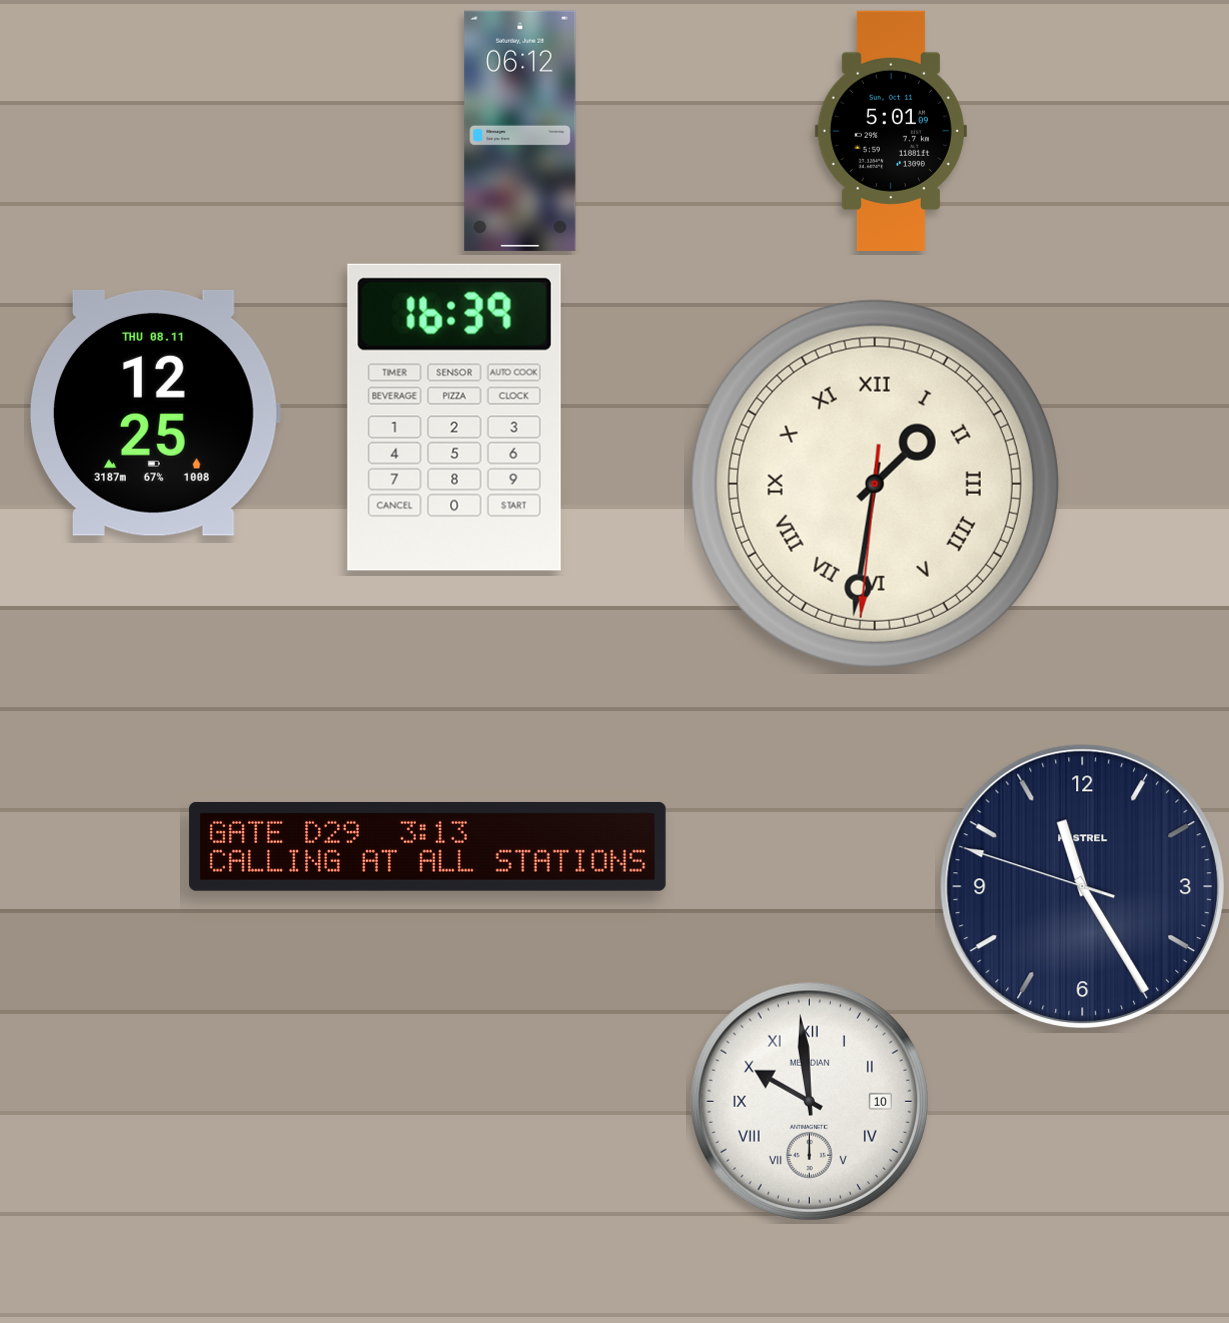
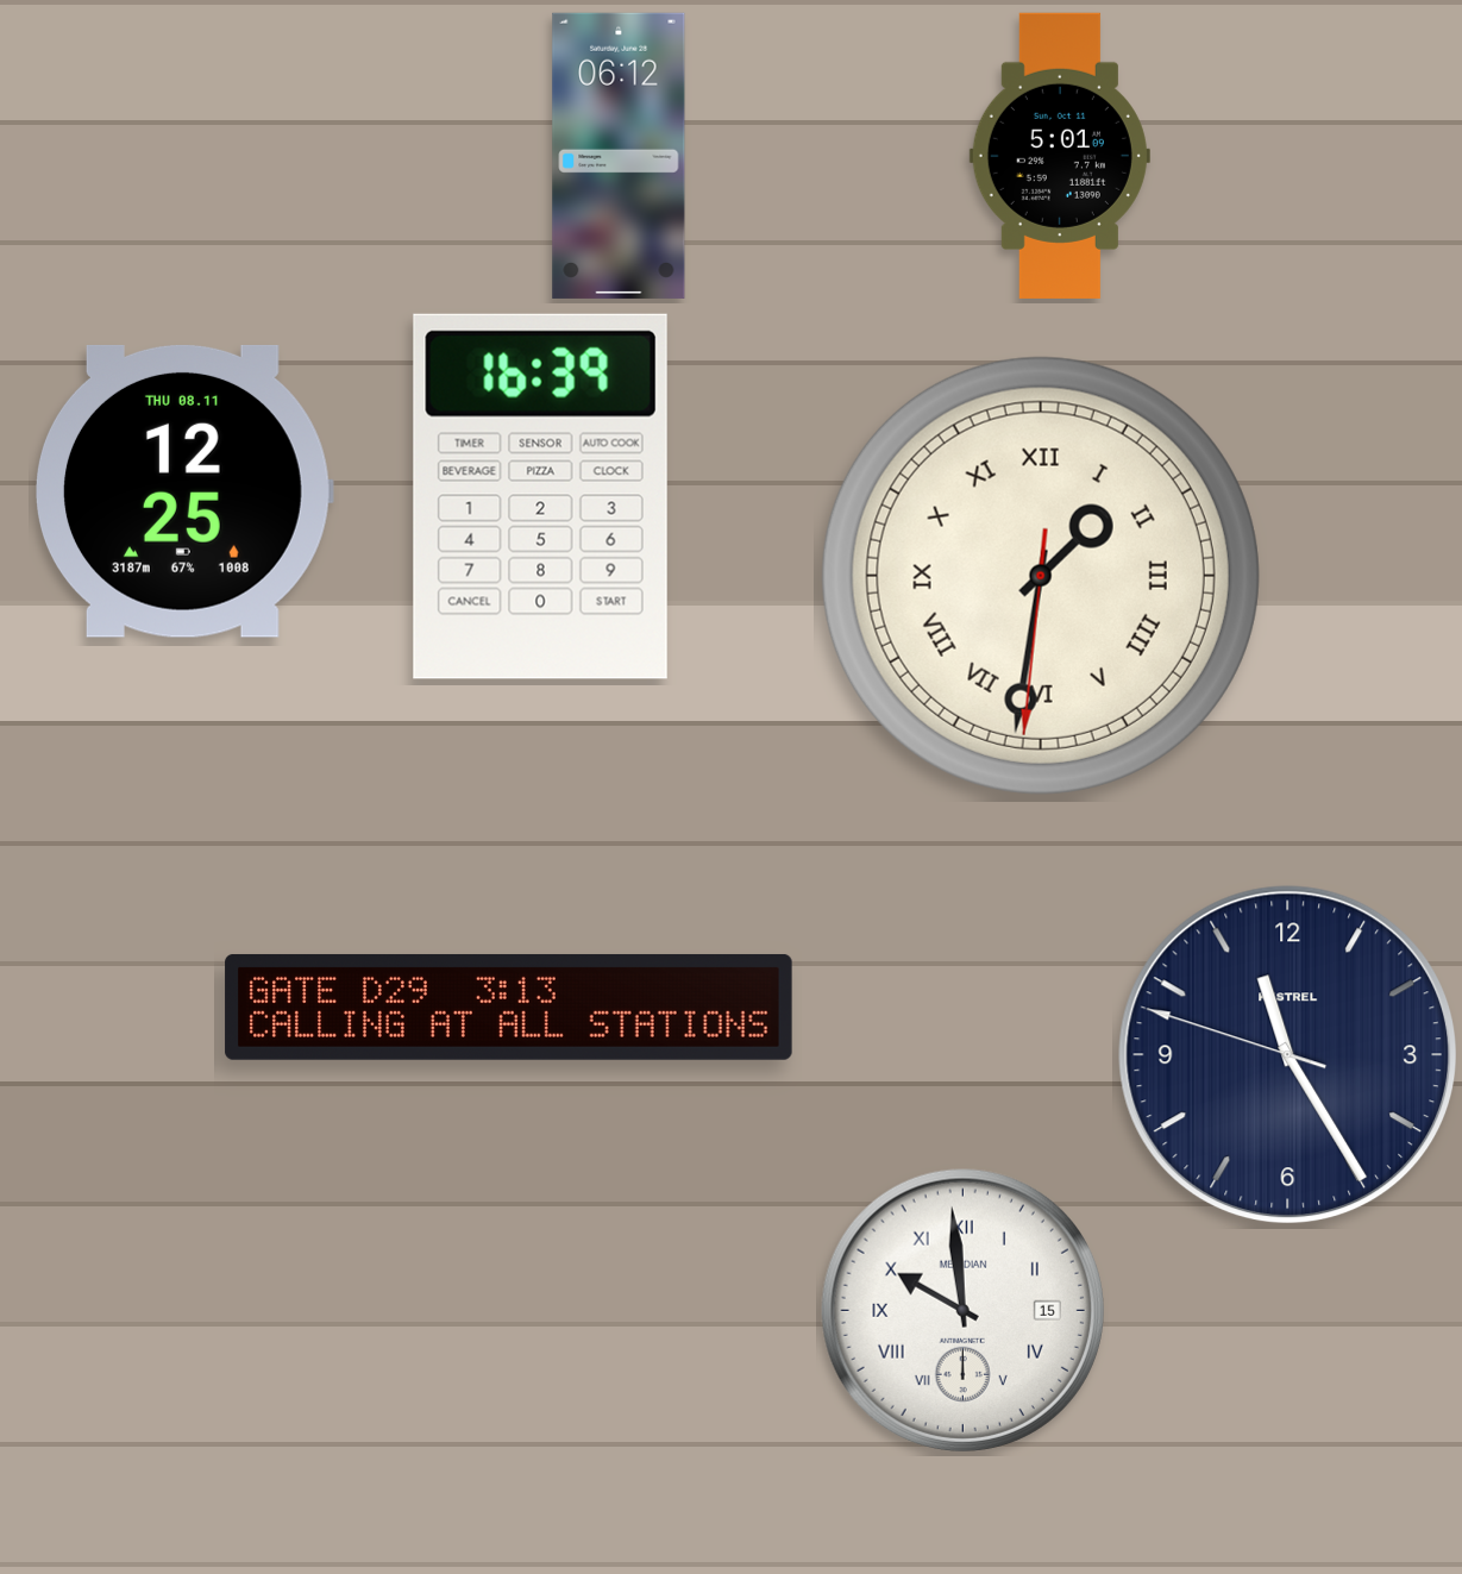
clock at (809, 1101) date: 10 -> 15
